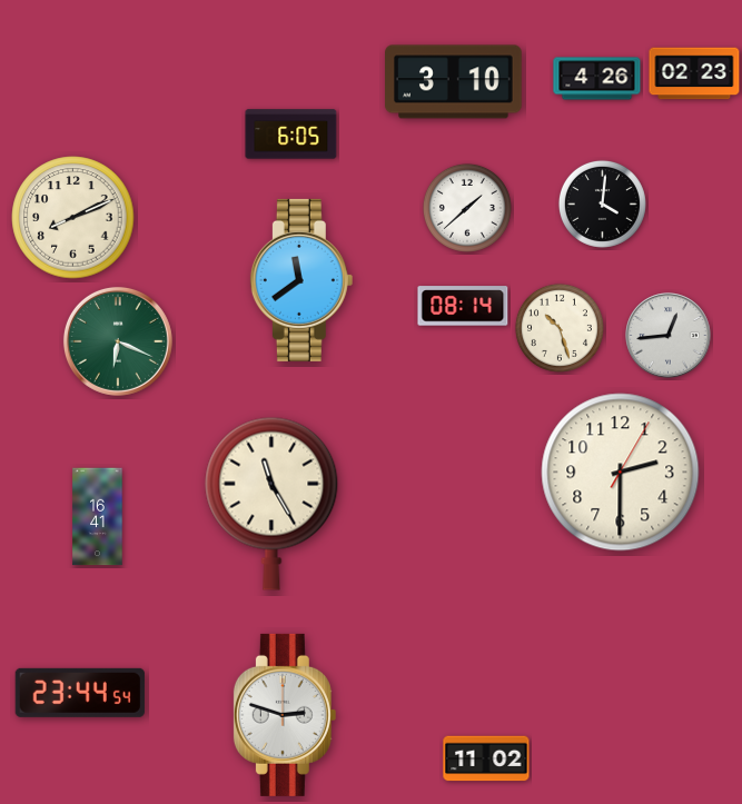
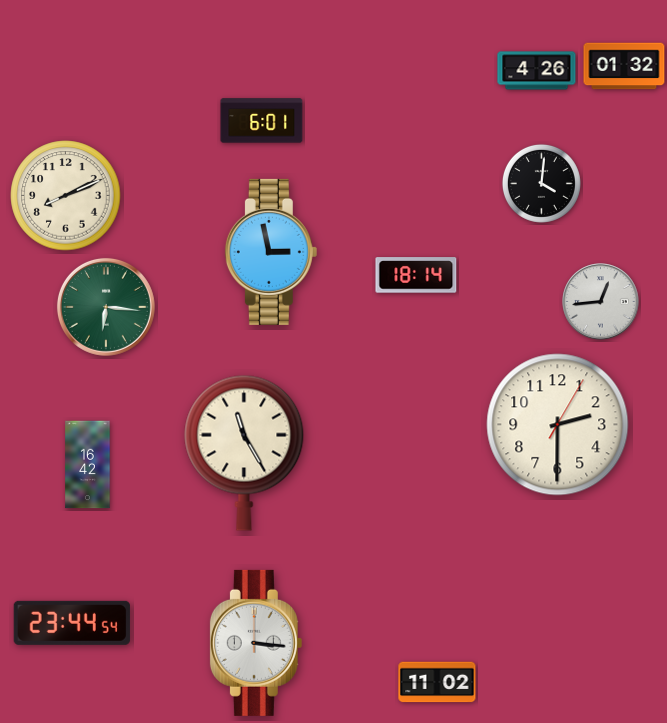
clock at (694, 73): 02:23 -> 01:32
clock at (454, 82): 3:10 -> none
clock at (291, 135): 6:05 -> 6:01
clock at (467, 208): 1:38 -> none
clock at (301, 280): 11:39 -> 2:58
clock at (463, 306): 08:14 -> 18:14
clock at (560, 328): 10:27 -> none
clock at (118, 341): 6:19 -> 6:16
clock at (98, 517): 16:41 -> 16:42
clock at (285, 715): 2:48 -> 3:16
